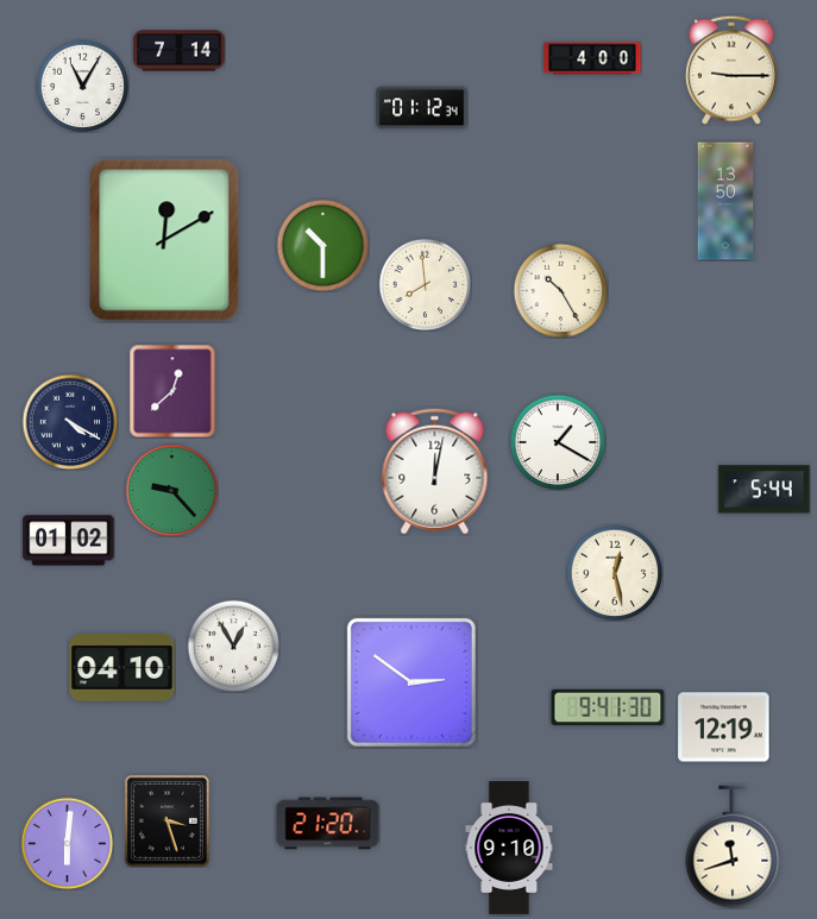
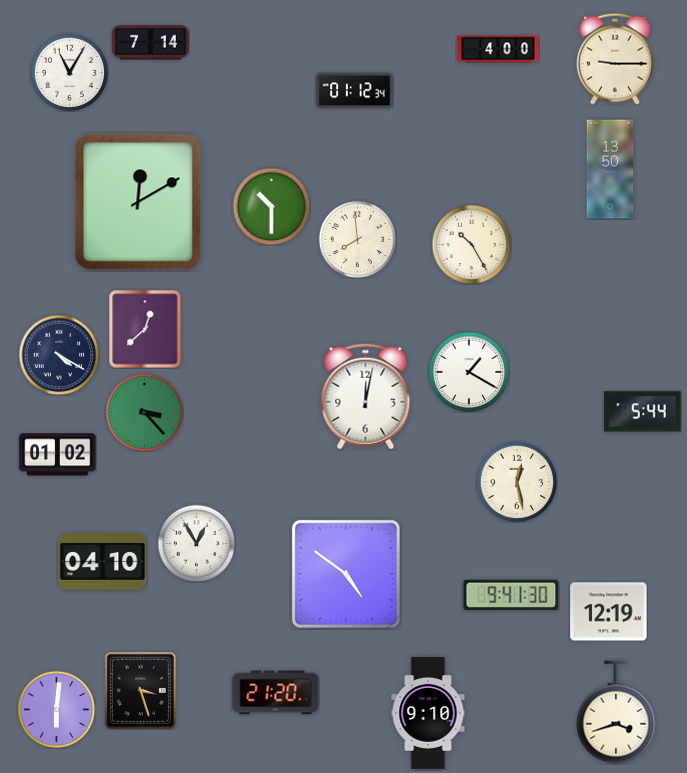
clock at (171, 490): 9:23 -> 3:23
clock at (411, 682): 2:51 -> 4:51
clock at (733, 846): 11:42 -> 3:42
